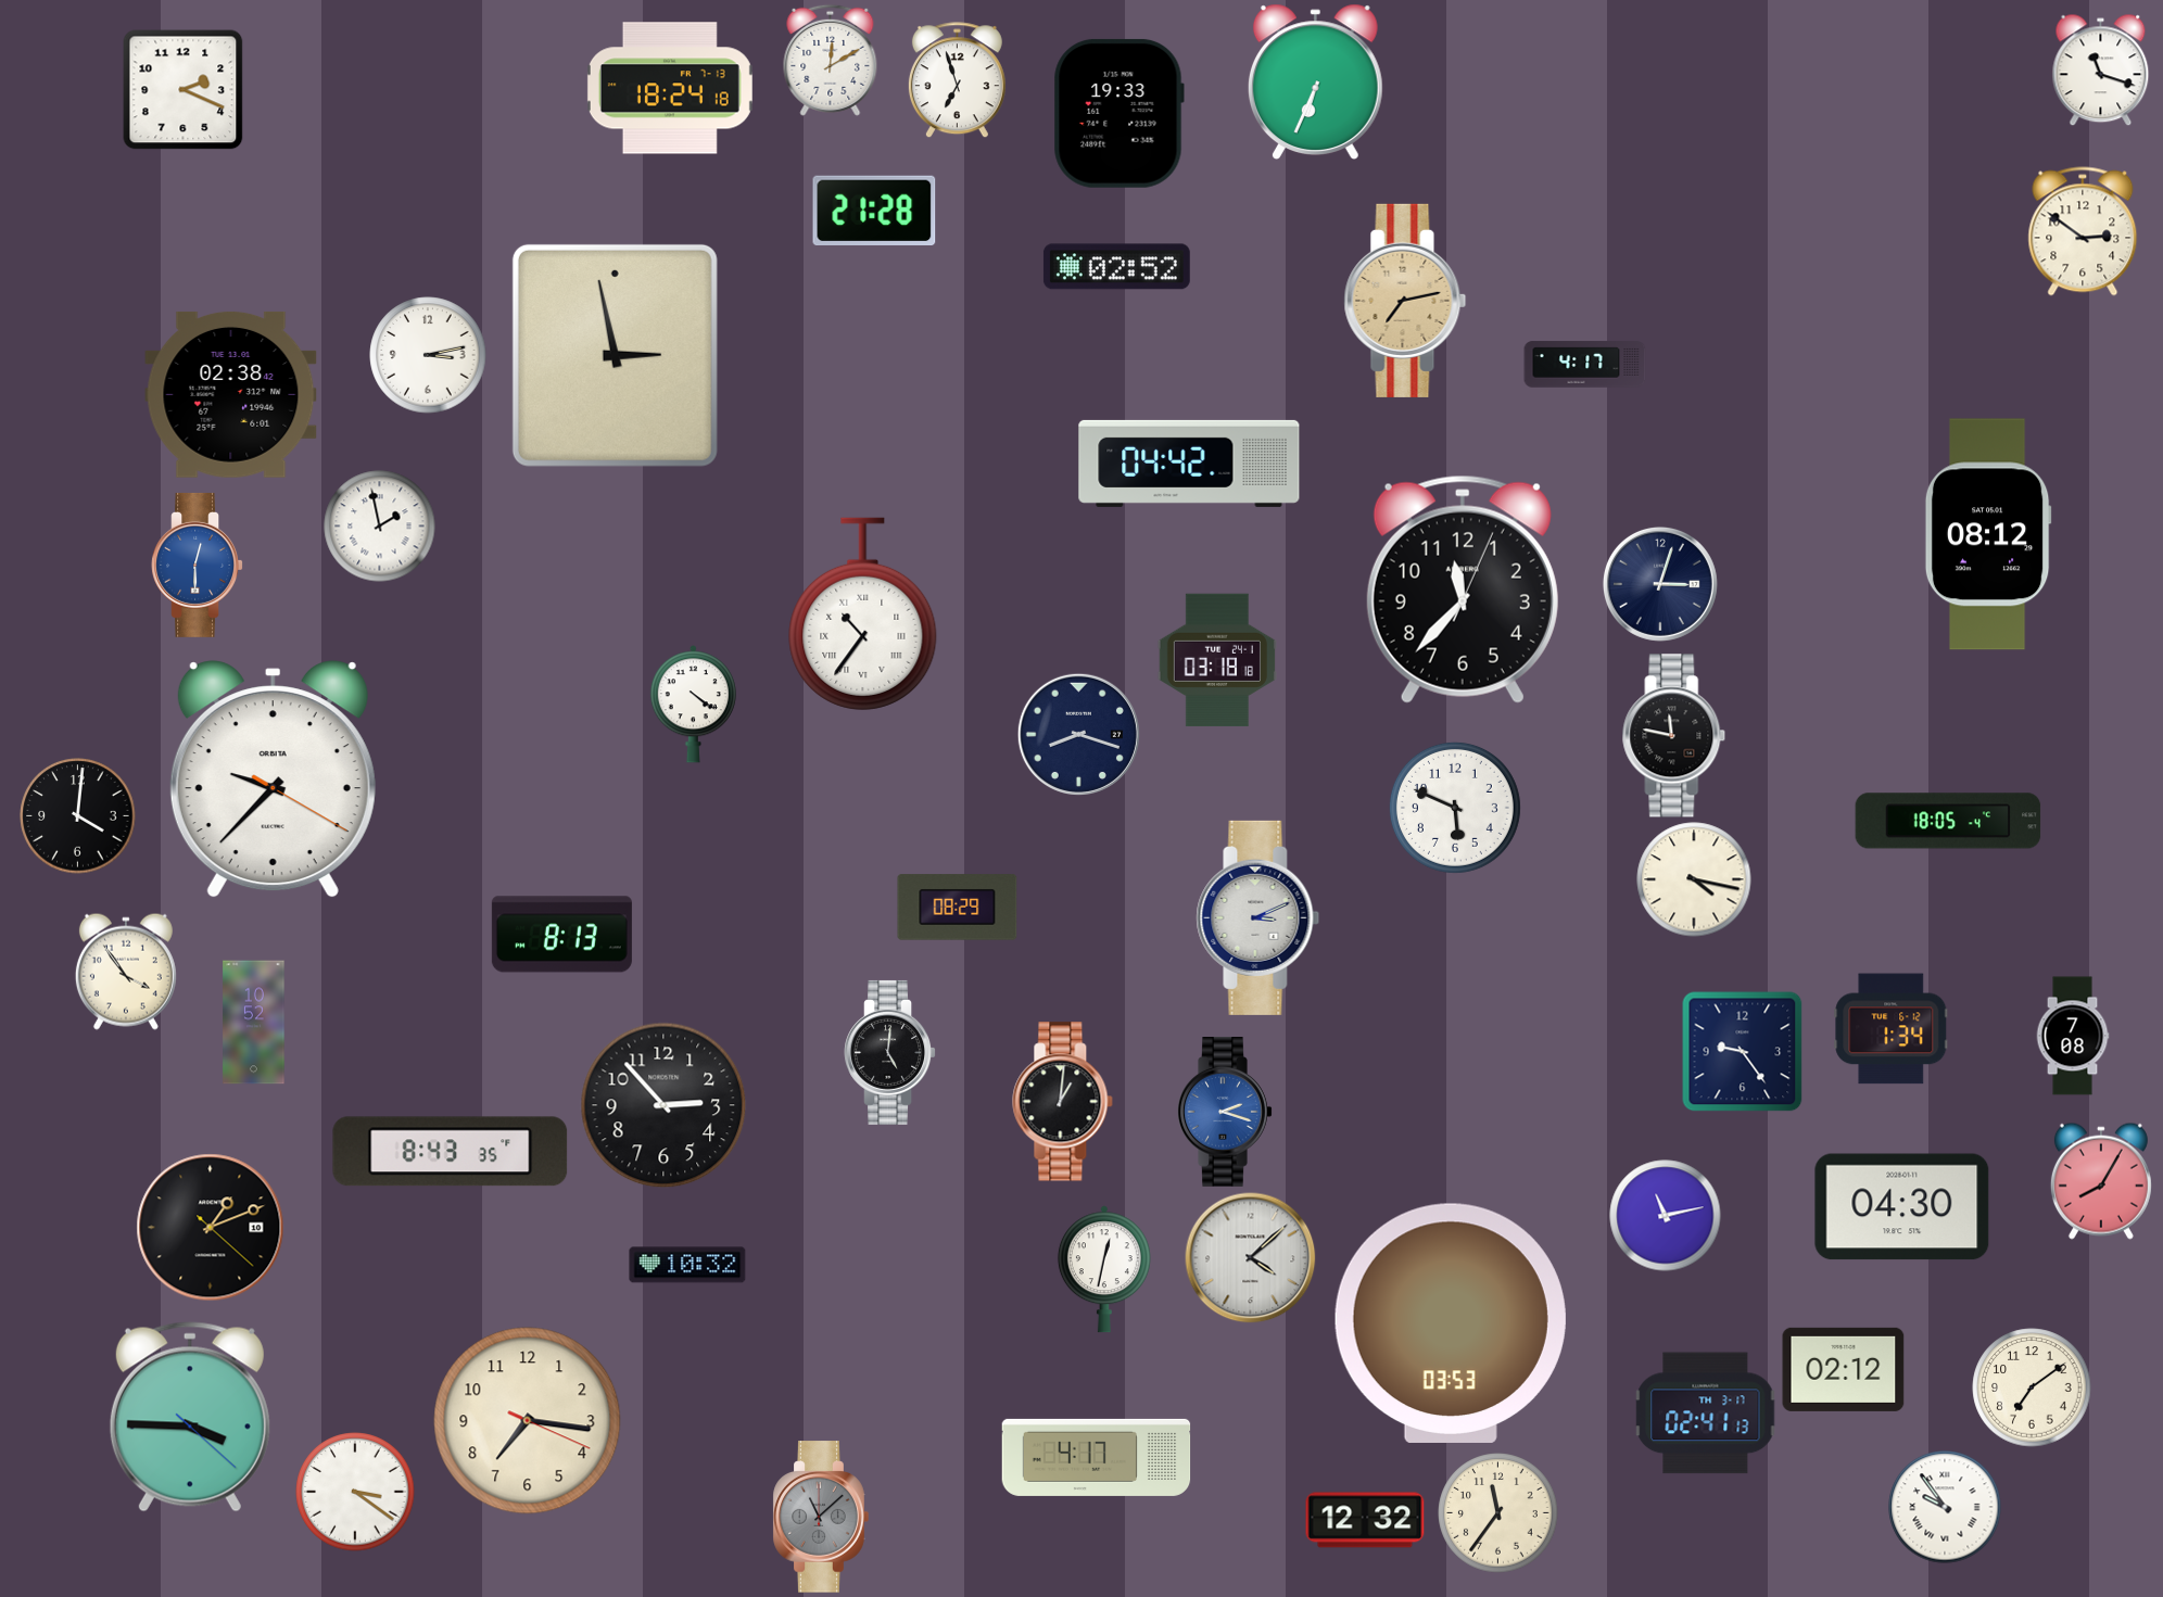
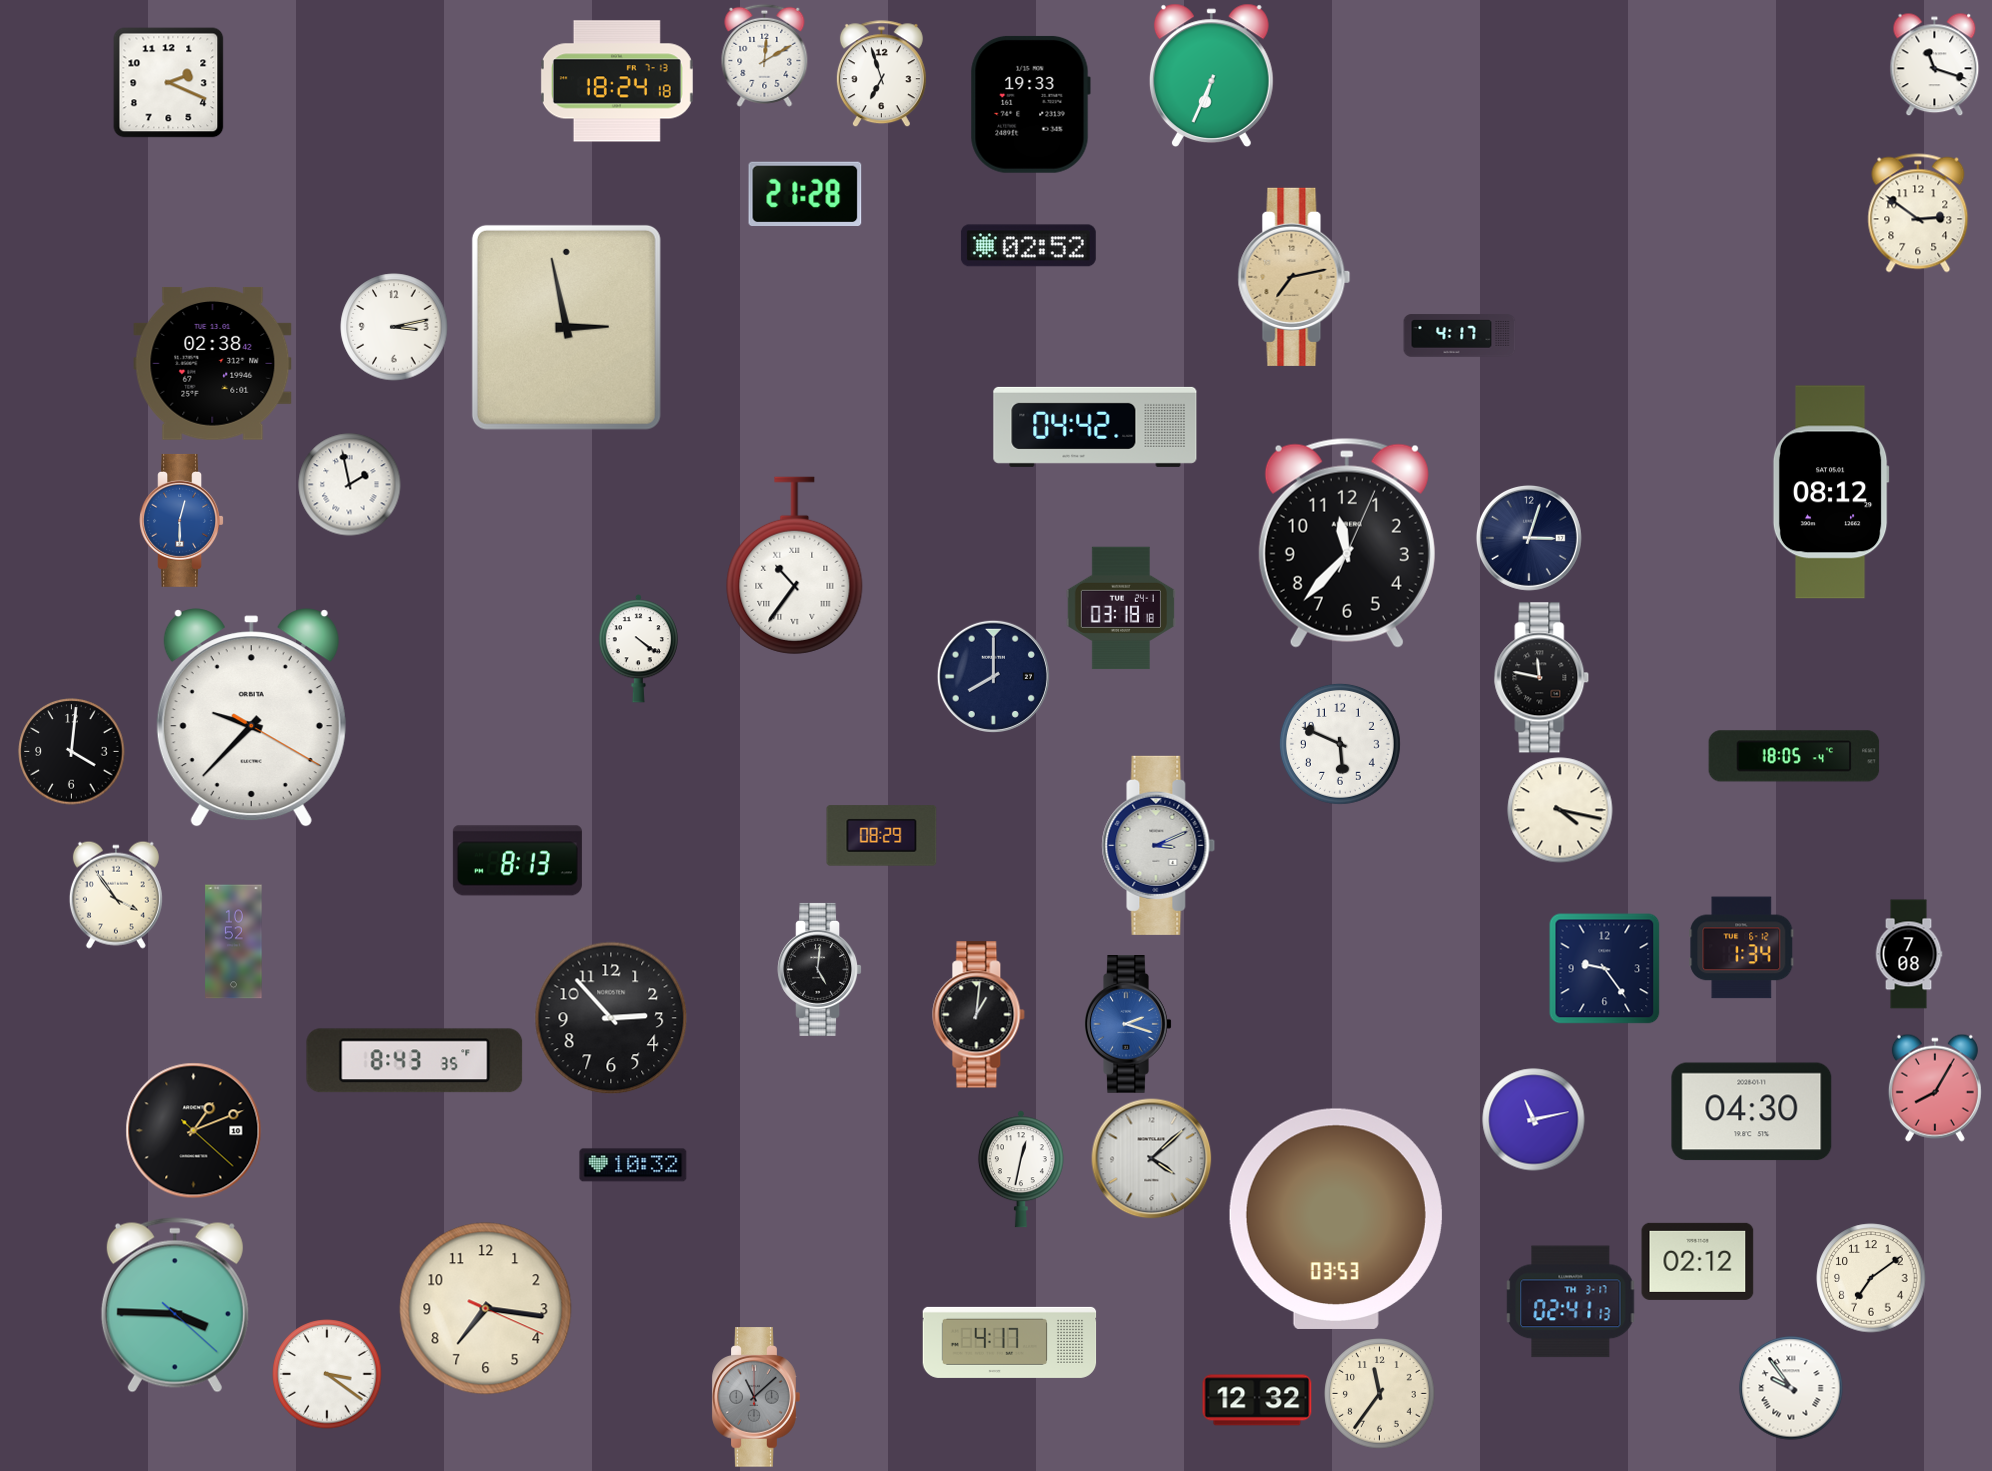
clock at (1078, 734): 8:18 -> 8:00
clock at (1104, 1269) position: (1104, 1269) -> (1021, 1169)
